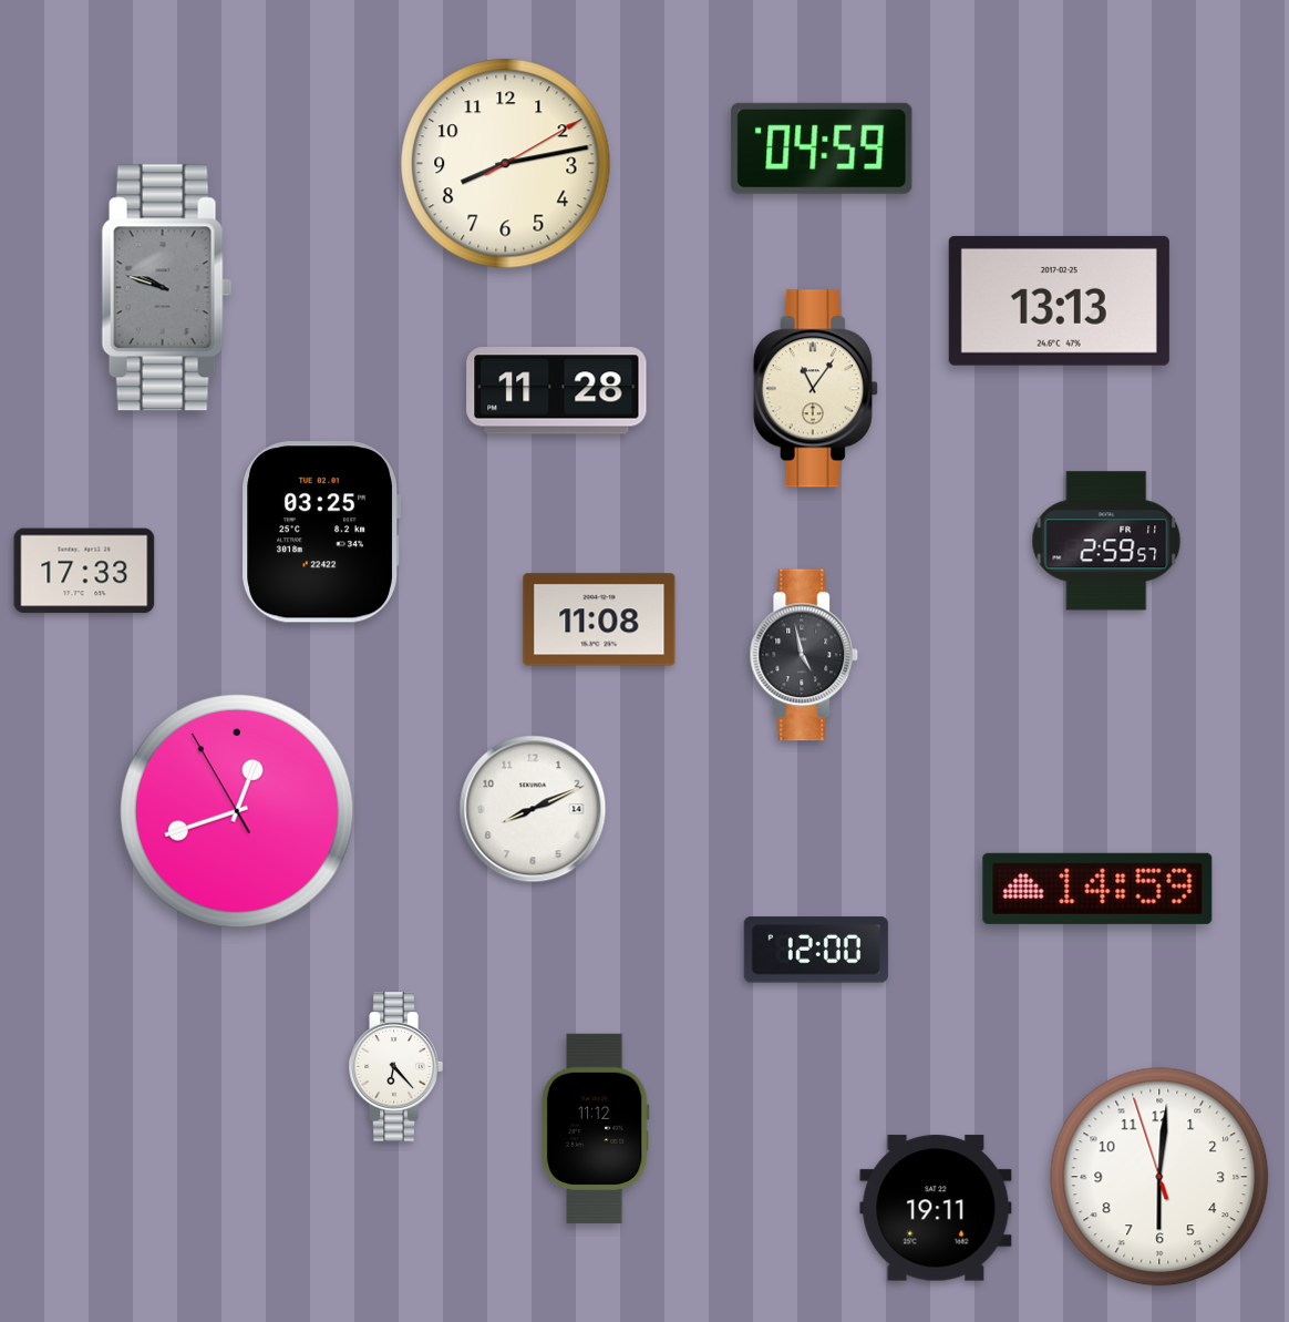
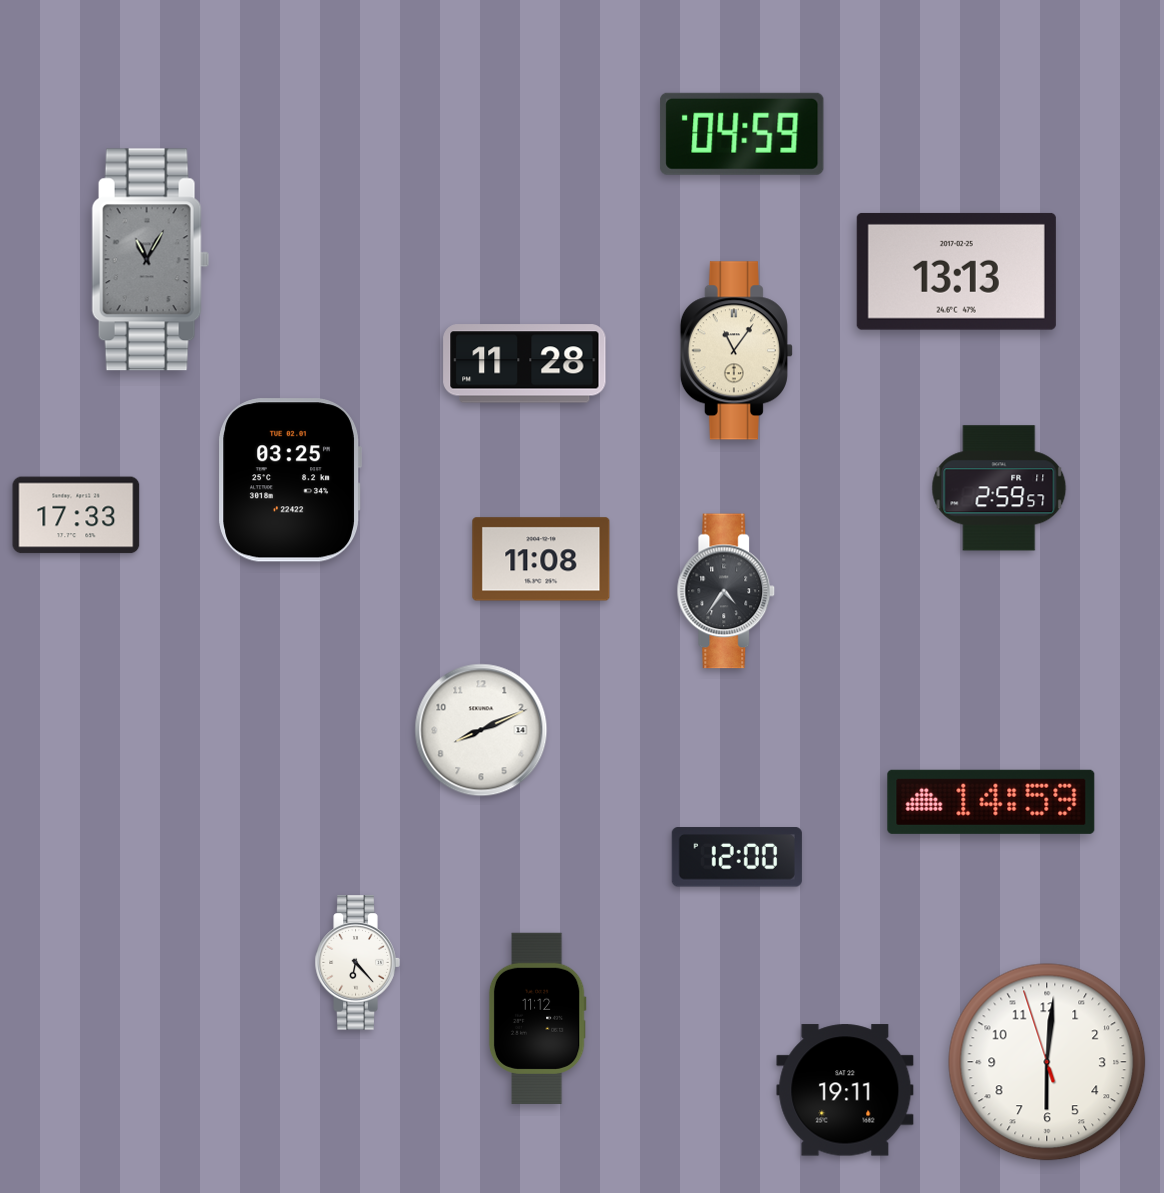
clock at (506, 164): 8:13 -> none
clock at (167, 288): 9:48 -> 11:05
clock at (557, 391) position: (557, 391) -> (525, 364)
clock at (804, 655): 4:58 -> 4:36
clock at (237, 811): 12:41 -> none
